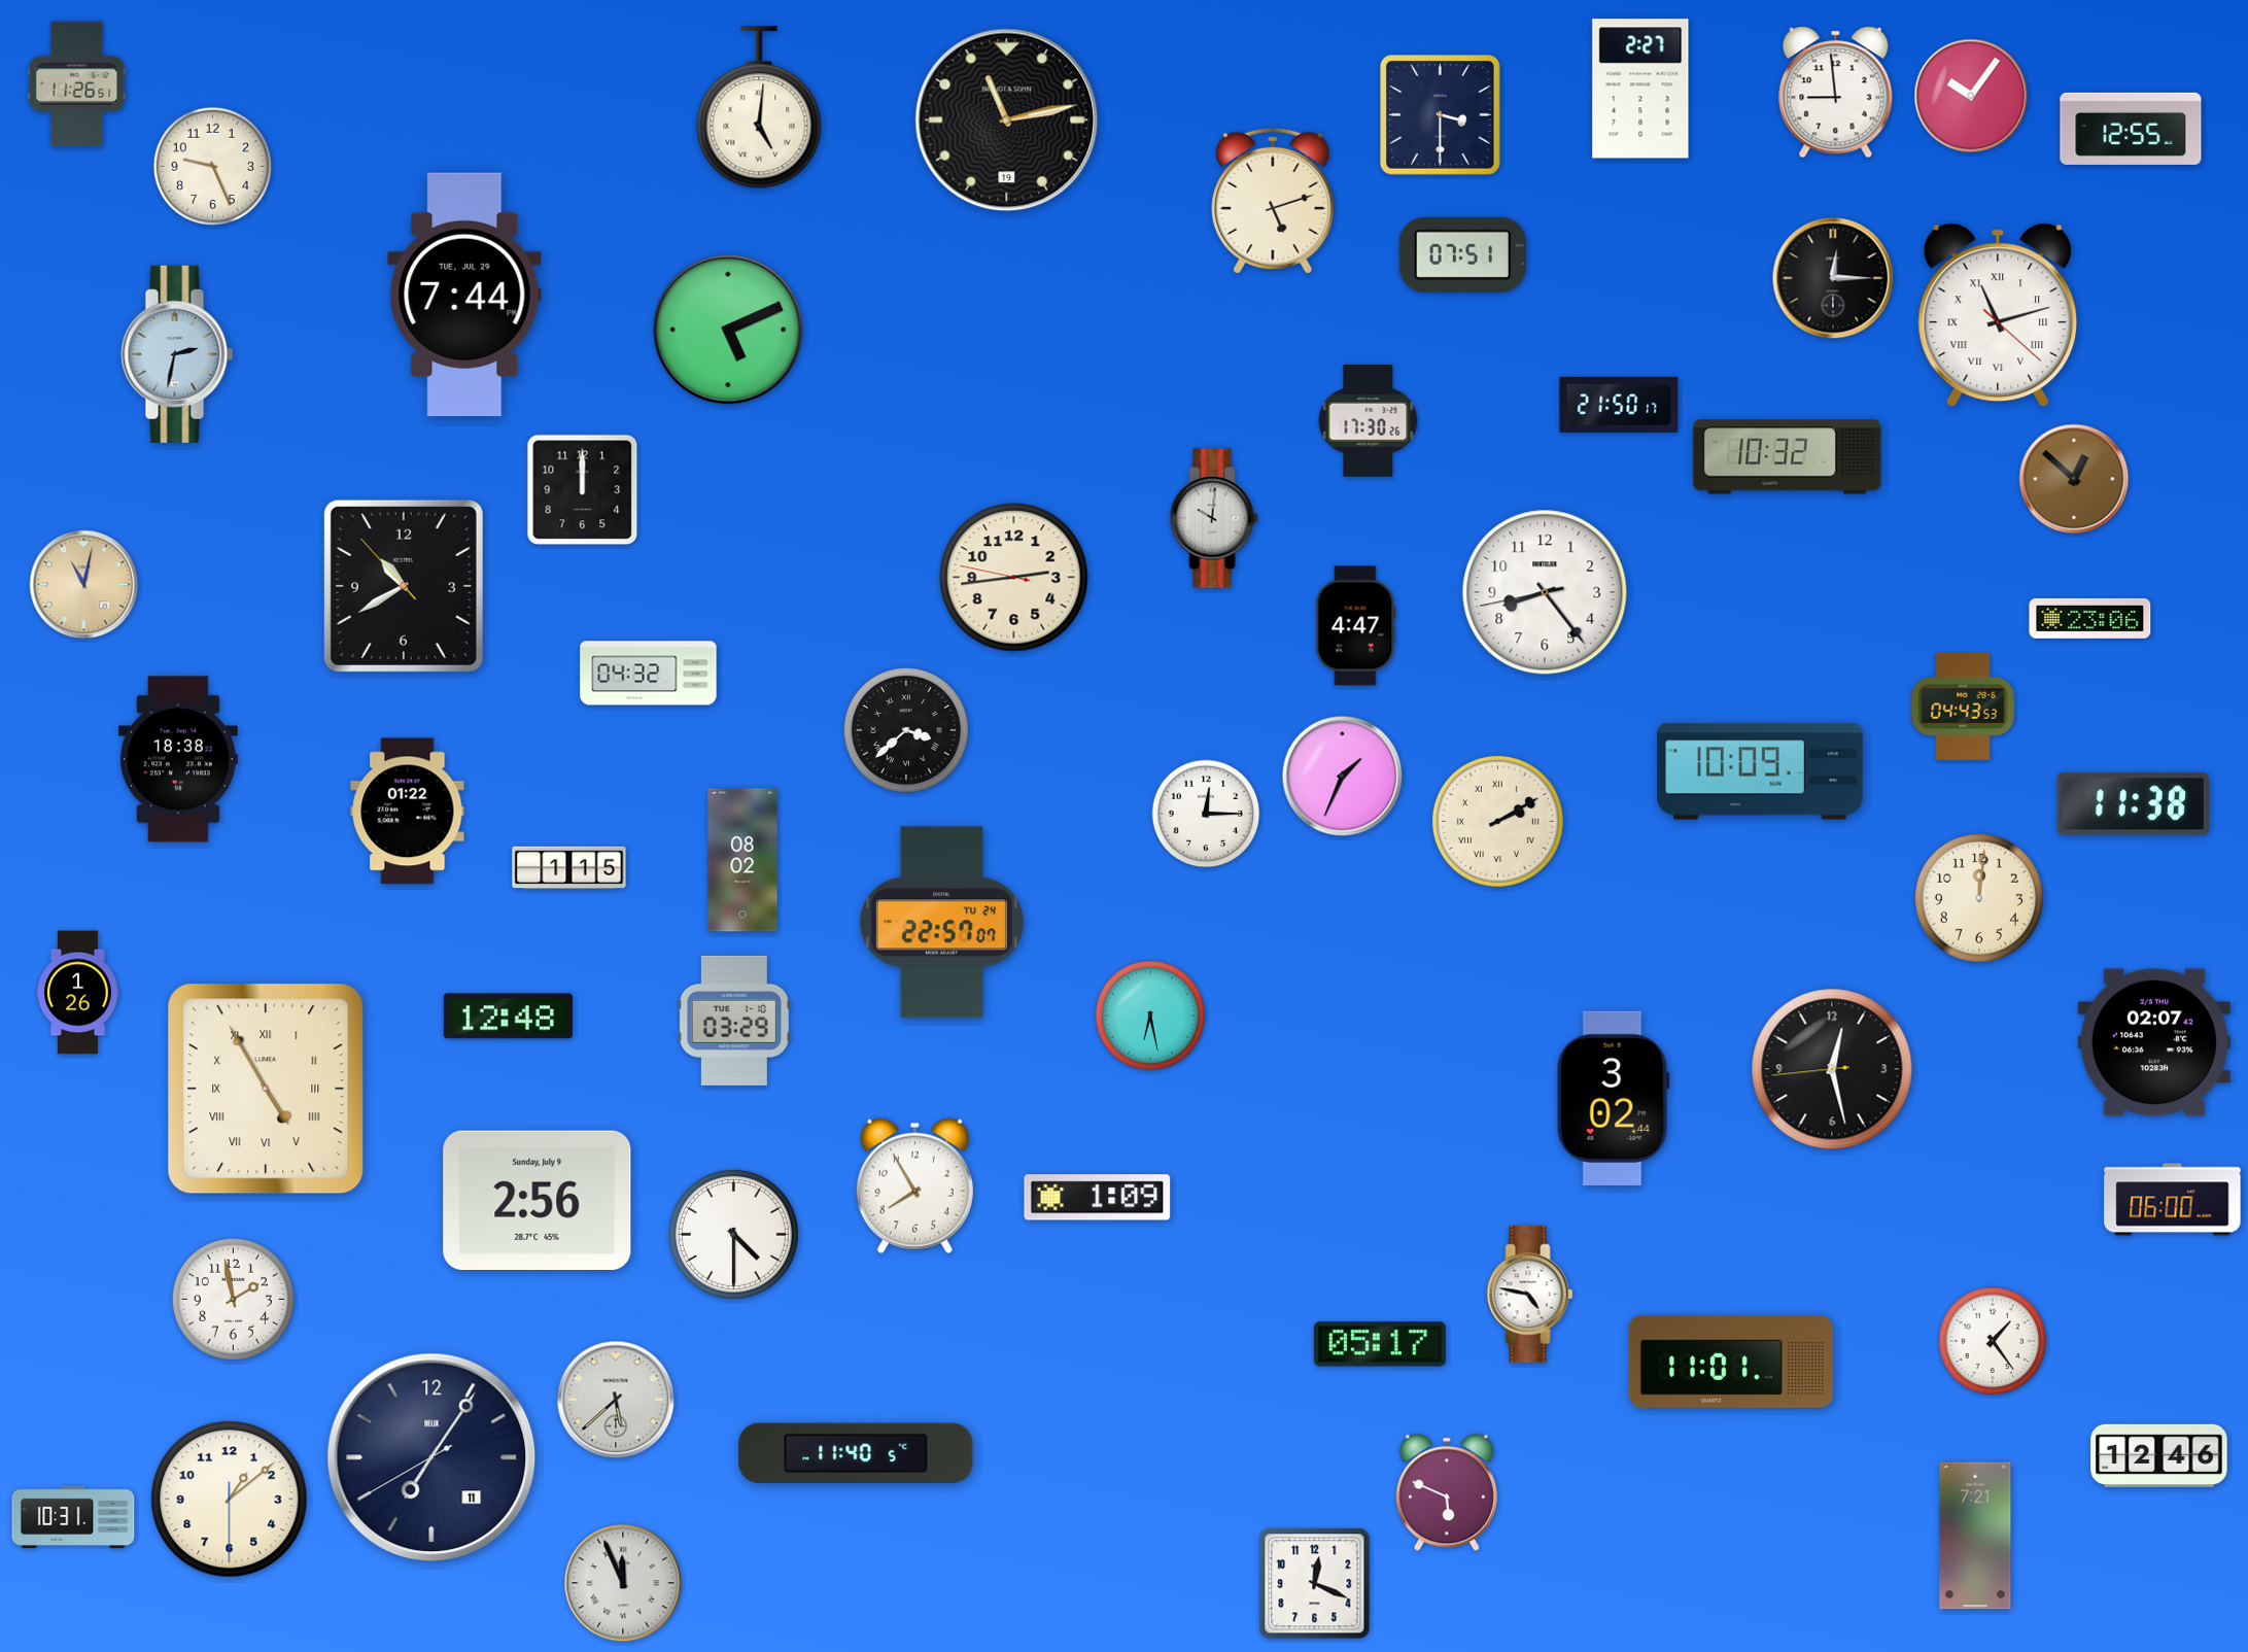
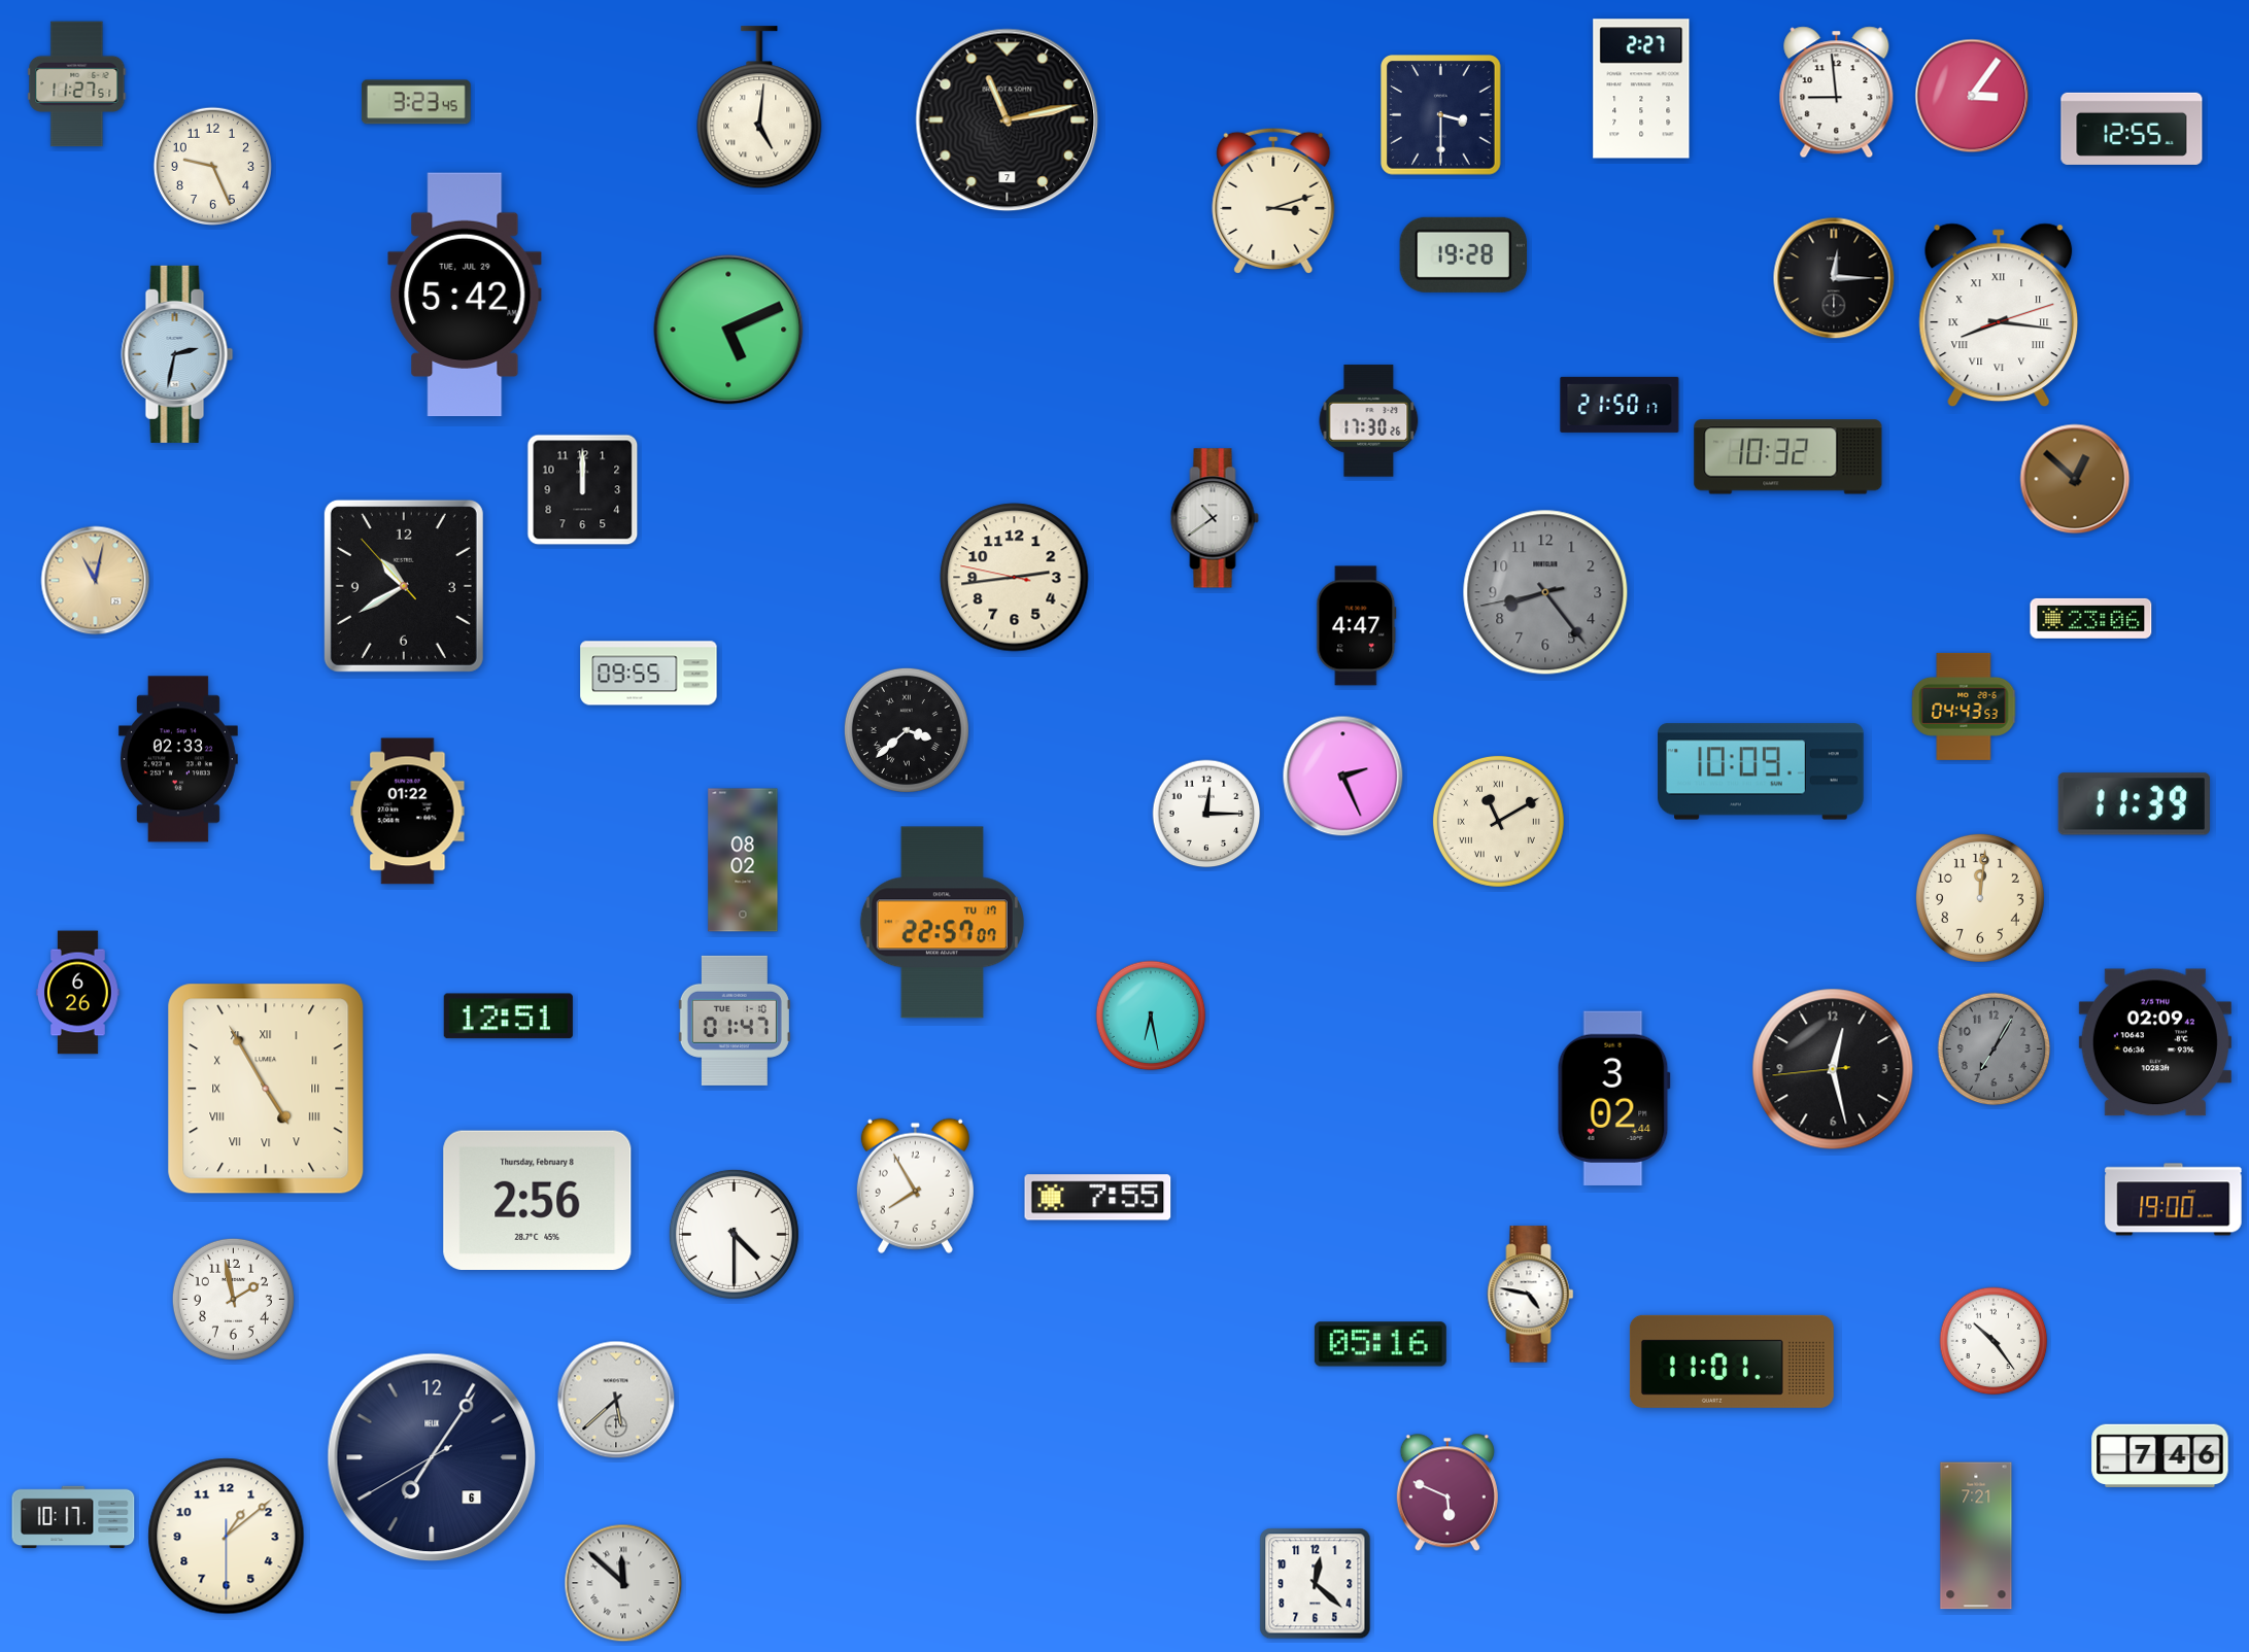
clock at (77, 84): 11:26 -> 11:27
clock at (1971, 96): 10:06 -> 3:06
clock at (416, 102): none -> 3:23
clock at (1007, 121) date: 19 -> 7
clock at (1273, 201): 5:12 -> 3:12
clock at (1462, 254): 07:51 -> 19:28
clock at (464, 295): 7:44 -> 5:42
clock at (1998, 315): 11:12 -> 8:16
clock at (1214, 518): 10:01 -> 10:39
clock at (84, 585) position: (84, 585) -> (96, 581)
clock at (1545, 592) dial: white -> grey
clock at (649, 674): 04:32 -> 09:55
clock at (178, 759): 18:38 -> 02:33
clock at (1343, 777): 1:34 -> 2:26
clock at (2133, 804): 11:38 -> 11:39
clock at (1497, 821): 2:10 -> 11:10
clock at (569, 868): 1:15 -> none
clock at (941, 923) date: TU 24 -> TU 17
clock at (78, 993): 1:26 -> 6:26
clock at (508, 1017): 12:48 -> 12:51
clock at (734, 1021): 03:29 -> 01:47
clock at (2154, 1042): 02:07 -> 02:09
clock at (1995, 1049): none -> 7:05
clock at (1098, 1198): 1:09 -> 7:55
clock at (538, 1200) date: Sunday, July 9 -> Thursday, February 8
clock at (2173, 1200): 06:00 -> 19:00
clock at (1993, 1341): 1:24 -> 10:24
clock at (1380, 1344): 05:17 -> 05:16
clock at (856, 1453): 11:40 -> none
clock at (2159, 1455): 12:46 -> 7:46
clock at (431, 1457) date: 11 -> 6
clock at (230, 1500) position: (230, 1500) -> (227, 1537)
clock at (73, 1517): 10:31 -> 10:17
clock at (623, 1583): 11:56 -> 11:52
clock at (1315, 1584): 12:19 -> 12:22
